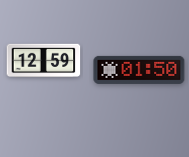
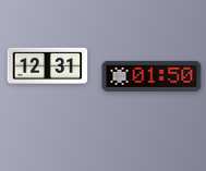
clock at (44, 61): 12:59 -> 12:31
